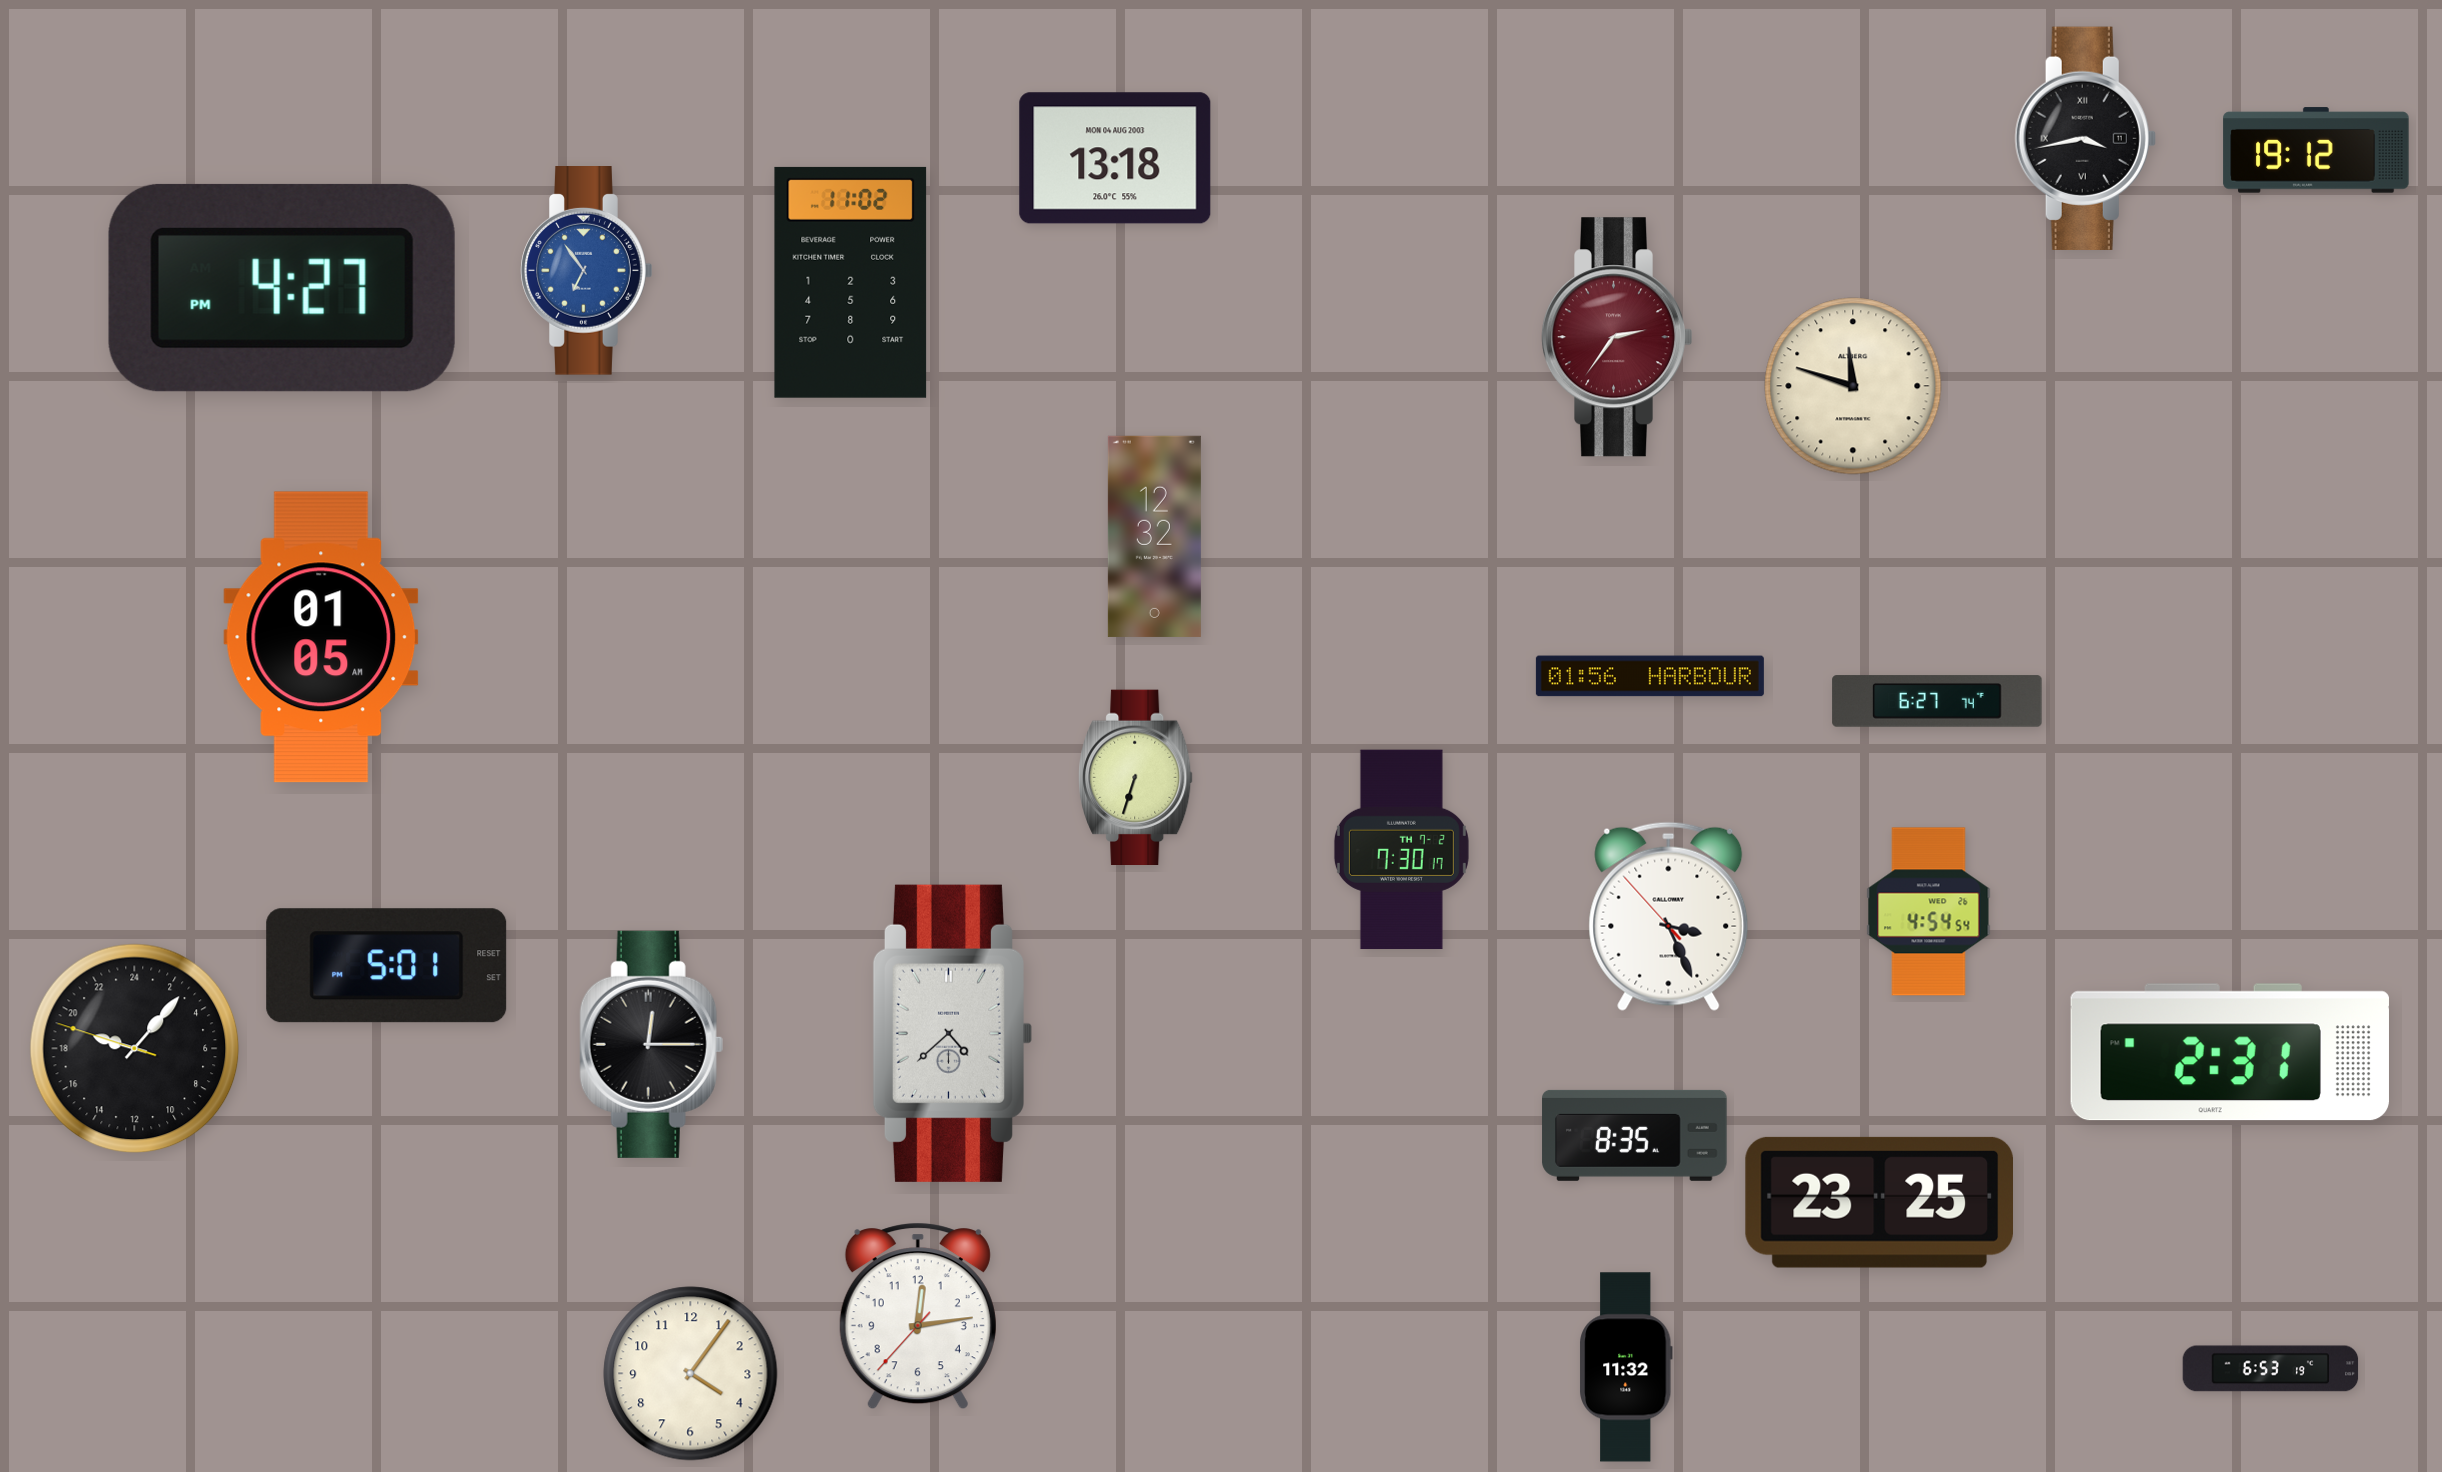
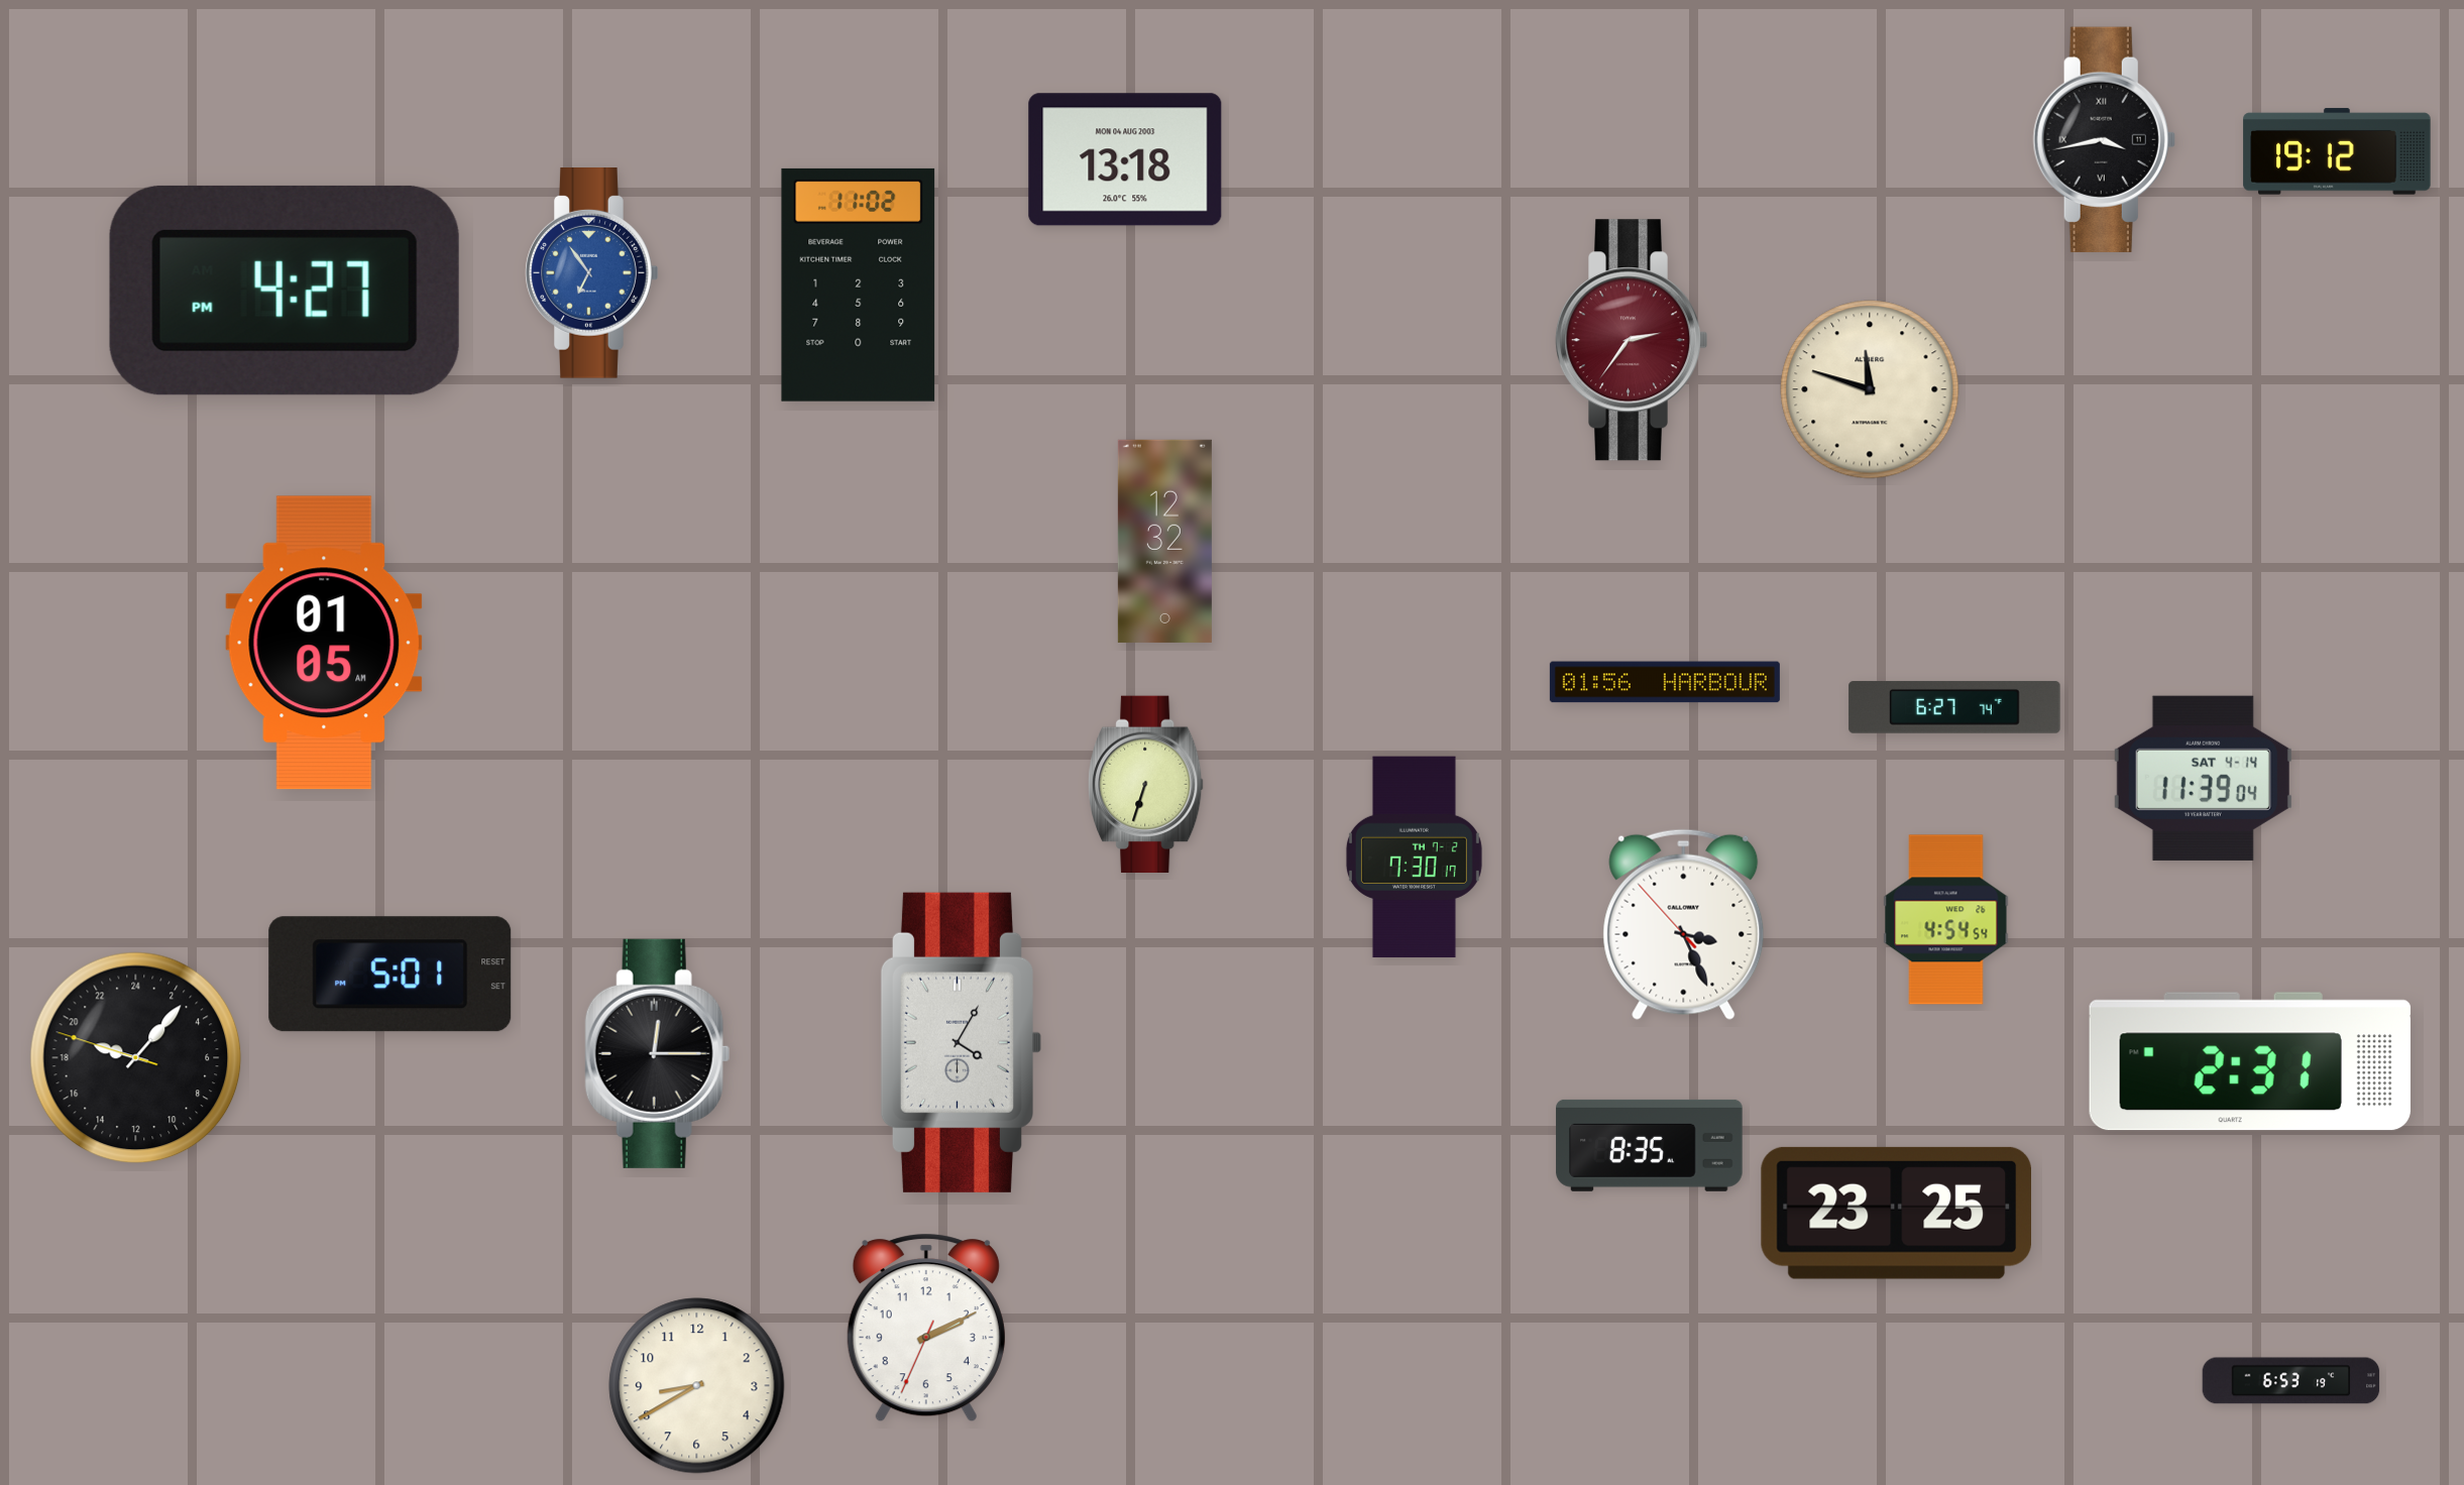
clock at (2203, 778): none -> 11:39
clock at (952, 1033): 4:38 -> 4:05
clock at (918, 1316): 12:13 -> 2:10
clock at (1627, 1367): 11:32 -> none
clock at (691, 1374): 4:06 -> 8:40
